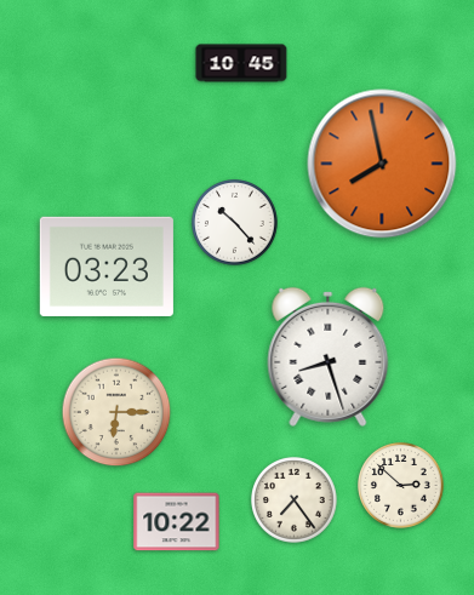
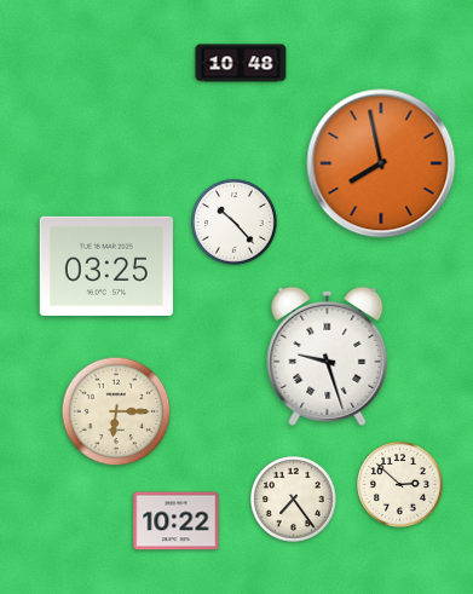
clock at (241, 63): 10:45 -> 10:48
clock at (107, 267): 03:23 -> 03:25
clock at (329, 356): 8:27 -> 9:27
